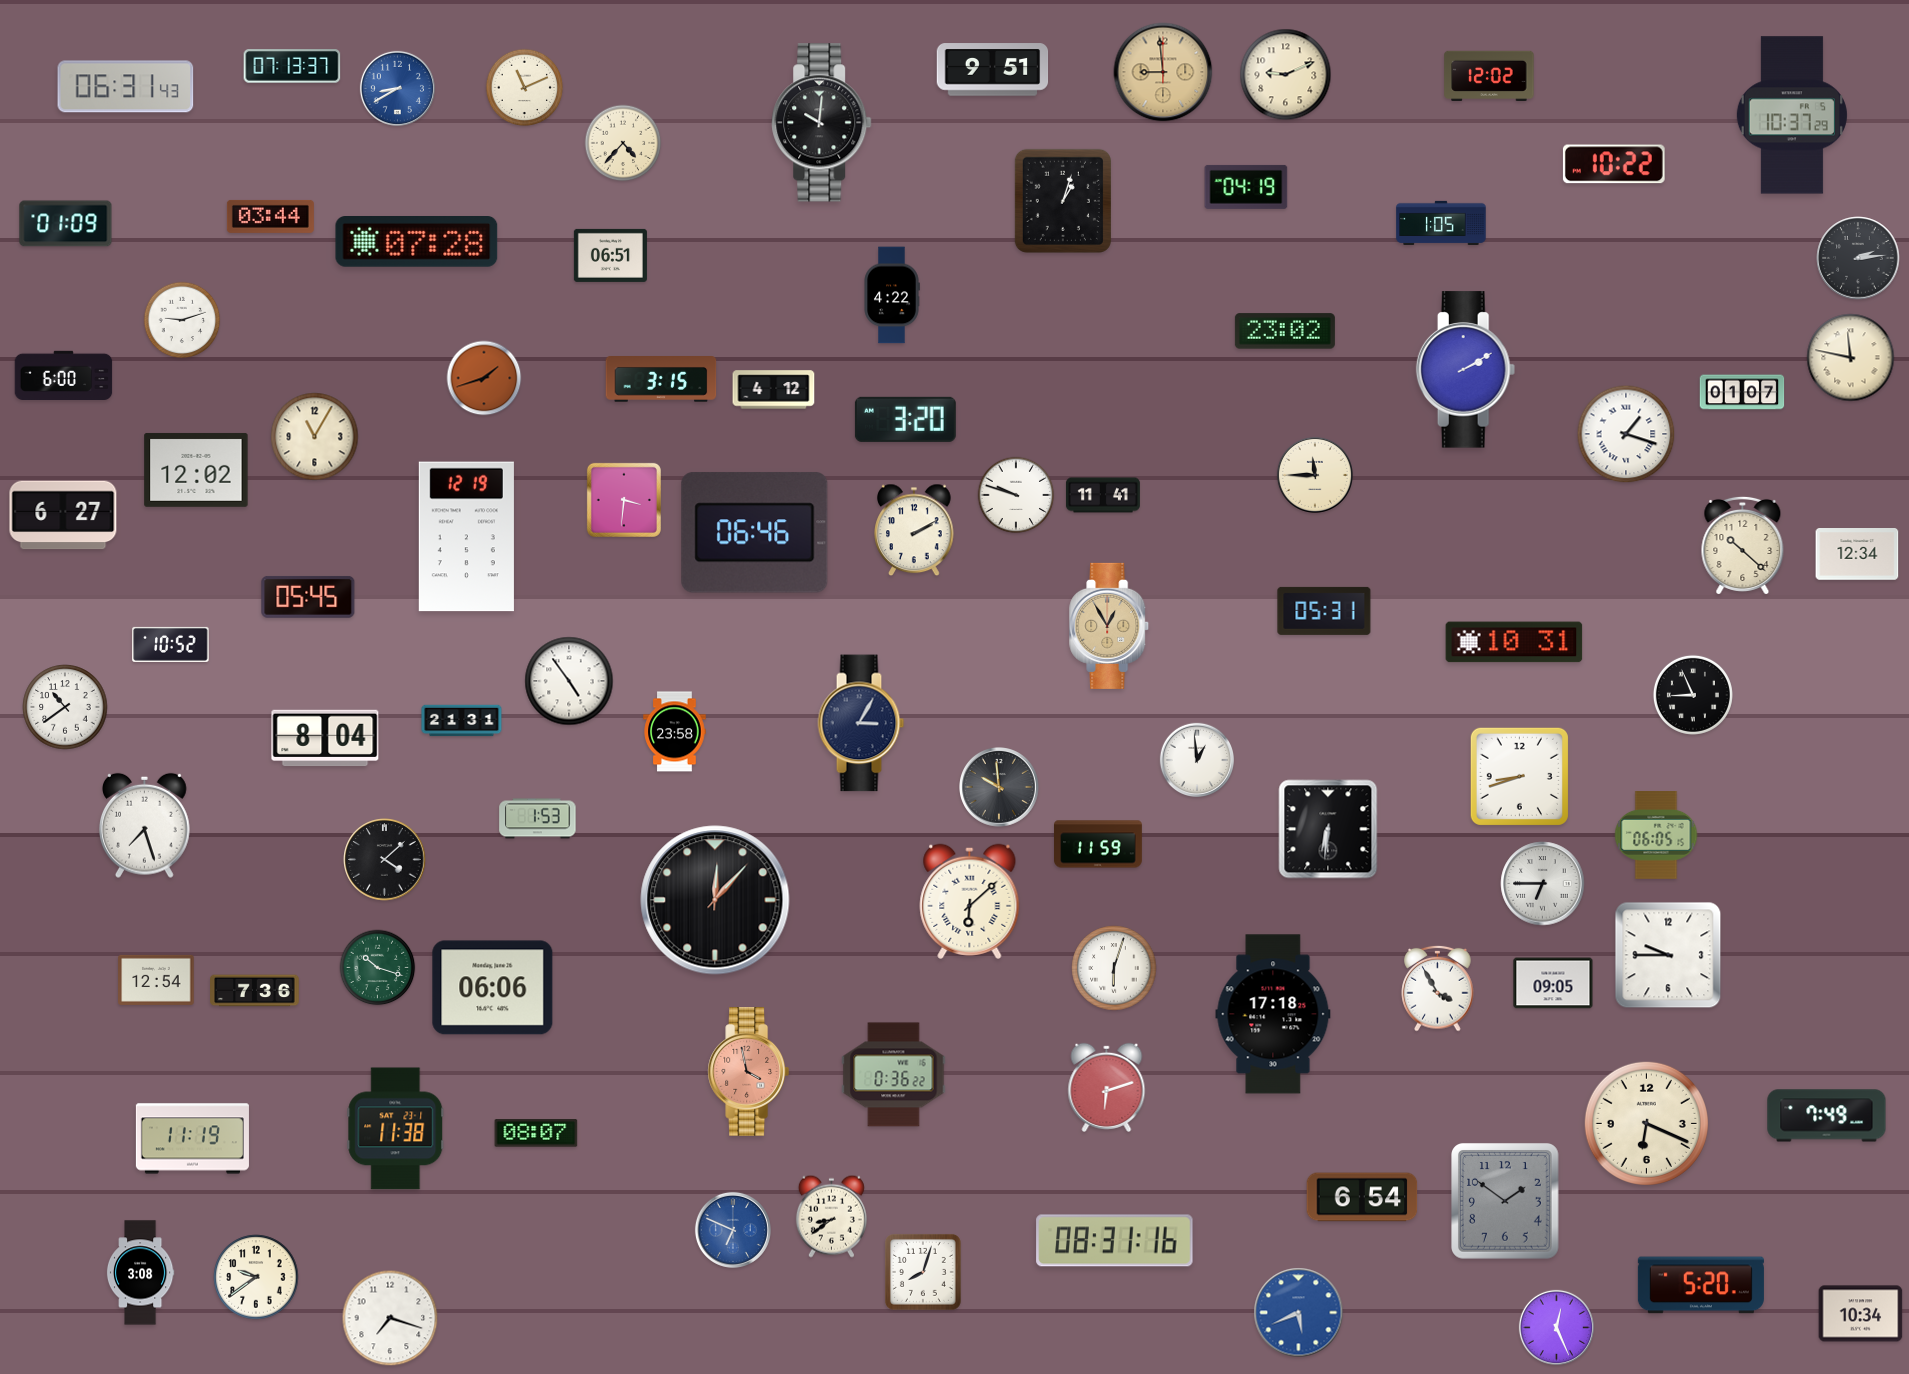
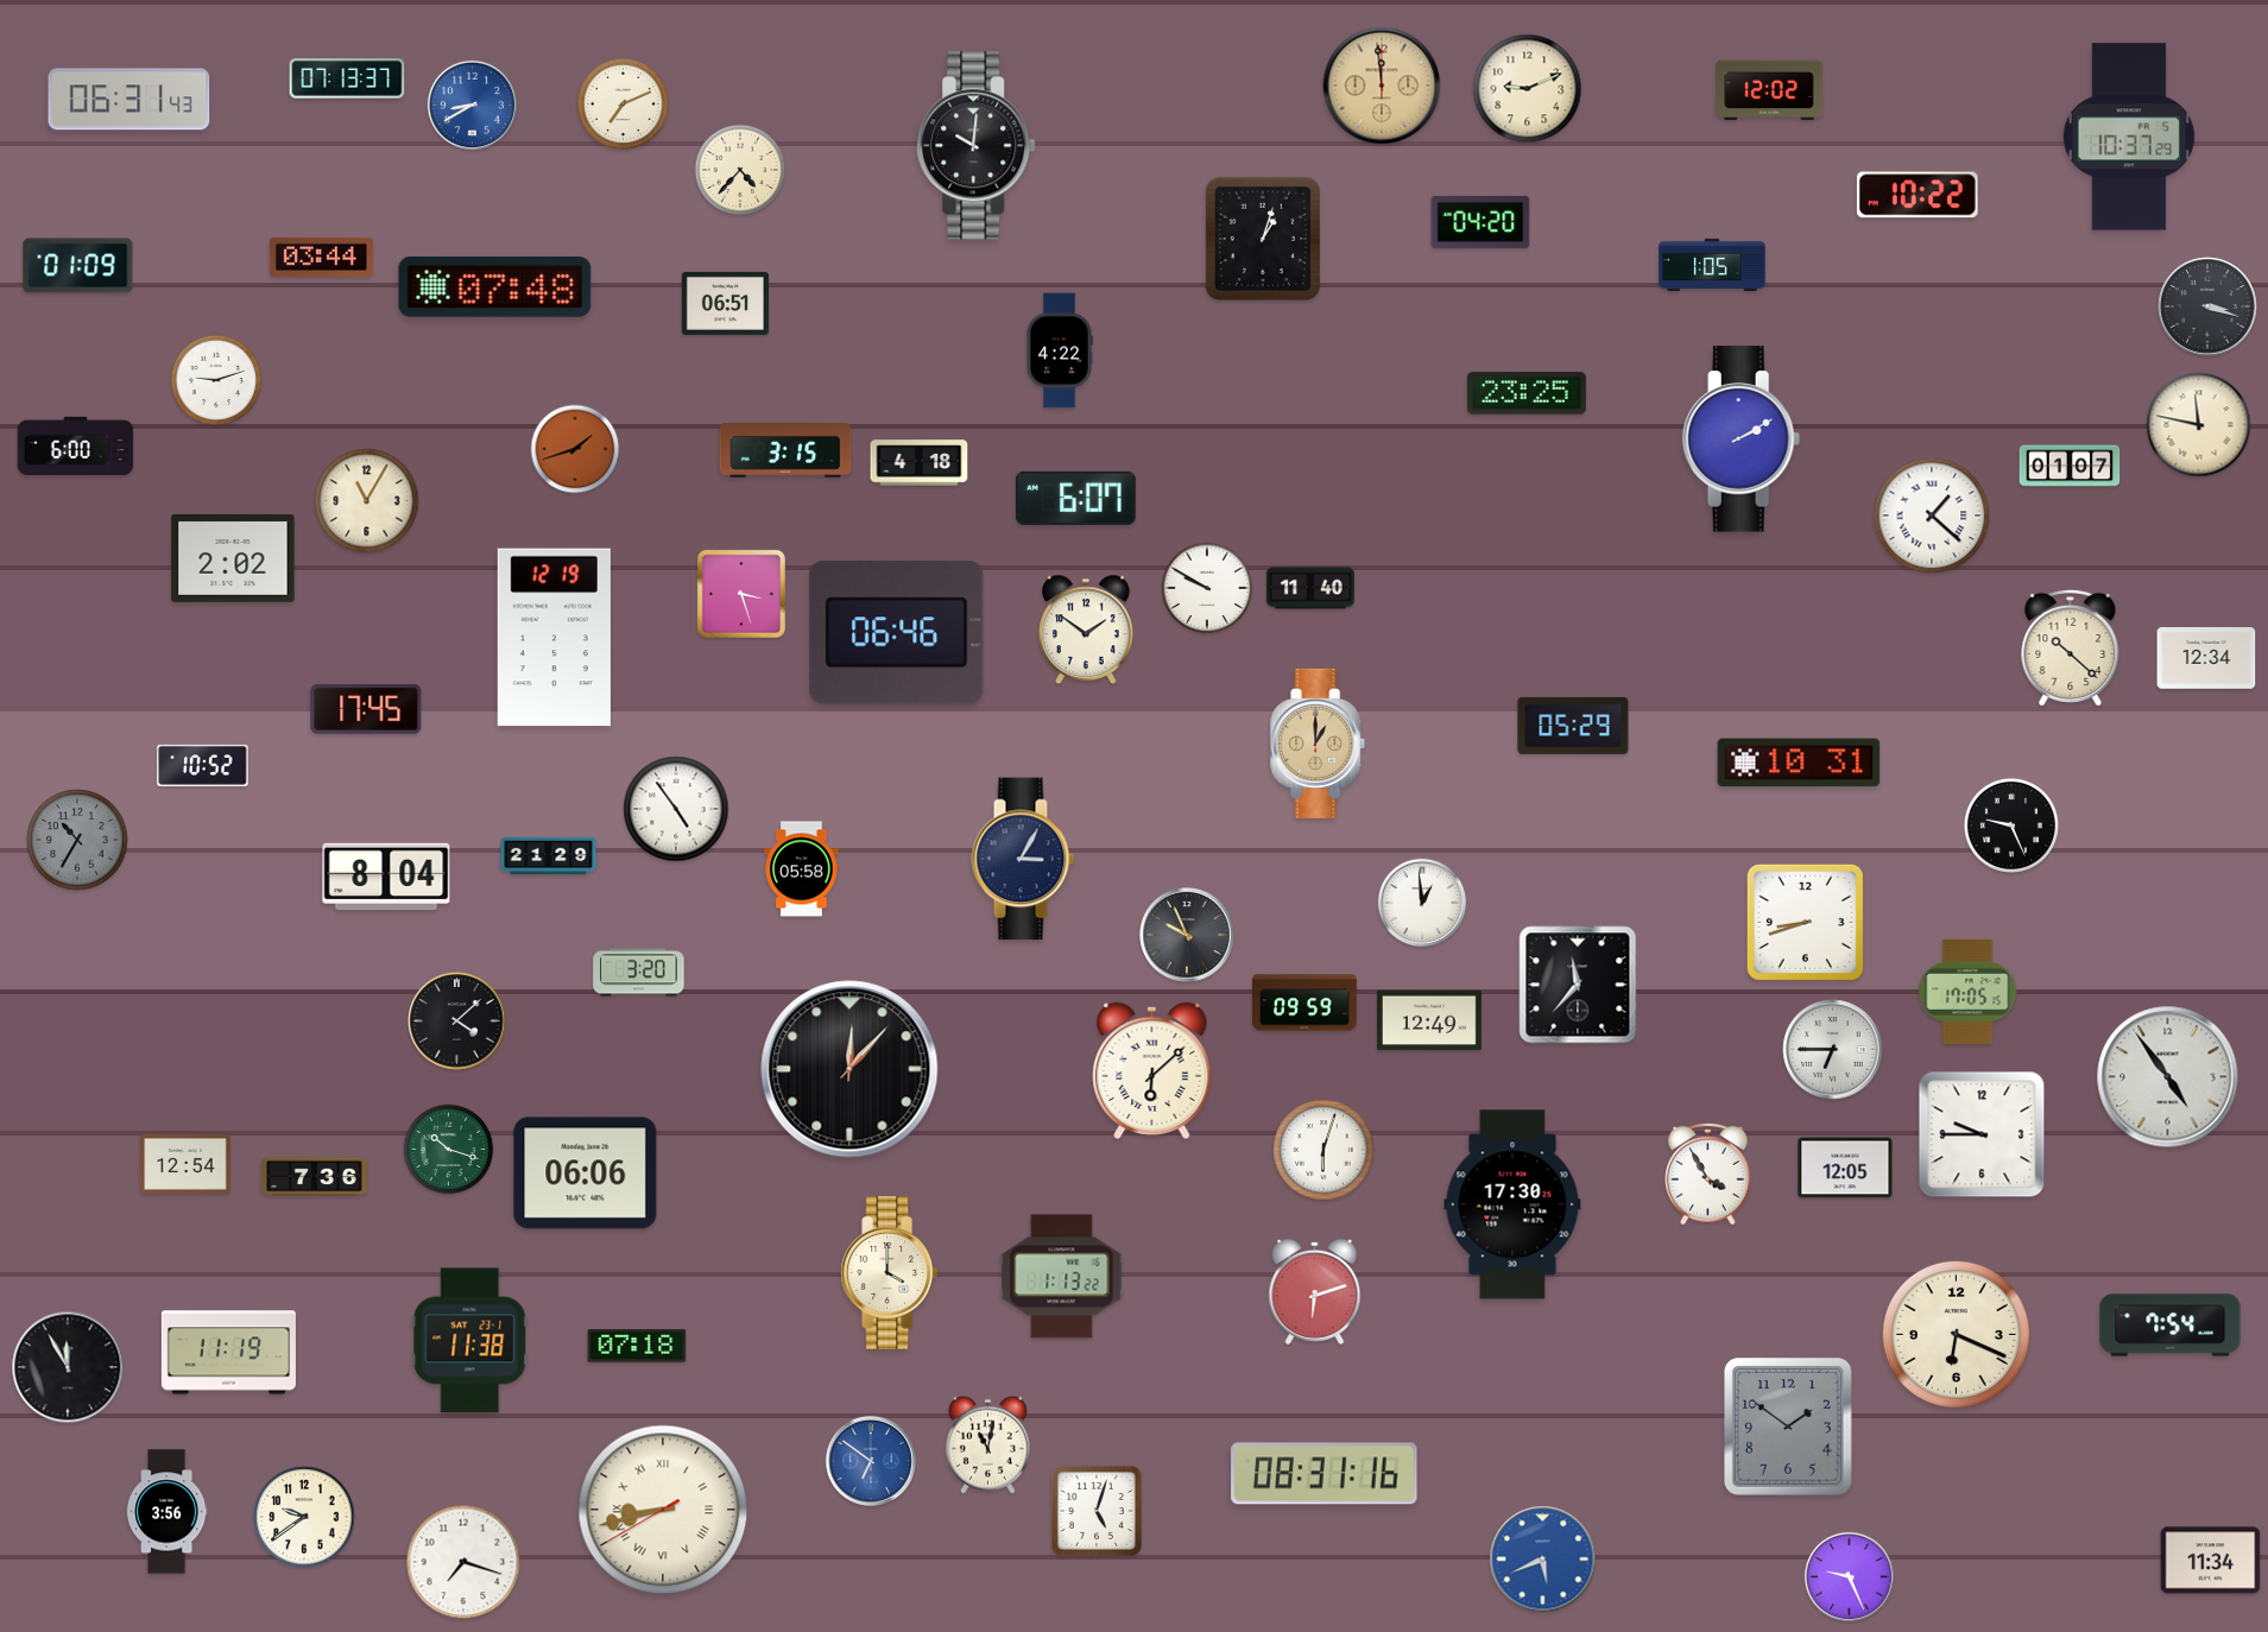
clock at (993, 70): 9:51 -> none
clock at (1163, 72): 8:59 -> 11:59
clock at (126, 87) position: (126, 87) -> (129, 100)
clock at (525, 88): 11:11 -> 7:11
clock at (1246, 187): 04:19 -> 04:20
clock at (417, 242): 07:28 -> 07:48
clock at (1858, 258): 2:14 -> 3:18
clock at (1285, 331): 23:02 -> 23:25
clock at (774, 390): 4:12 -> 4:18
clock at (905, 419): 3:20 -> 6:07
clock at (1626, 434): 1:18 -> 1:22
clock at (315, 437) position: (315, 437) -> (367, 501)
clock at (196, 470): 12:02 -> 2:02
clock at (1315, 475): 11:45 -> none
clock at (1016, 495): 9:48 -> 9:50
clock at (1103, 495): 11:41 -> 11:40
clock at (624, 500): 3:31 -> 3:27
clock at (63, 515): 6:27 -> none
clock at (914, 530): 2:10 -> 1:51
clock at (308, 597): 05:45 -> 17:45
clock at (1324, 611): 05:31 -> 05:29
clock at (1110, 626): 12:55 -> 1:00
clock at (1693, 695): 8:56 -> 9:26
clock at (65, 707): 10:39 -> 10:35
clock at (65, 707) dial: white -> grey
clock at (462, 721): 21:31 -> 21:29
clock at (675, 732): 23:58 -> 05:58
clock at (1000, 788): 9:59 -> 9:56
clock at (538, 819): 1:53 -> 3:20
clock at (145, 825): 7:27 -> none
clock at (1328, 829): 6:31 -> 11:37
clock at (1656, 836): 06:05 -> 17:05
clock at (1098, 844): 11:59 -> 09:59
clock at (1430, 1020): none -> 12:49
clock at (2168, 1077): none -> 4:54
clock at (1553, 983): 09:05 -> 12:05
clock at (255, 991) position: (255, 991) -> (315, 1177)
clock at (1273, 1014): 17:18 -> 17:30
clock at (748, 1072): 3:58 -> 4:00
clock at (748, 1072) dial: salmon -> cream
clock at (894, 1075): 0:36 -> 1:13
clock at (1827, 1116): 7:49 -> 7:54
clock at (536, 1133): 08:07 -> 07:18
clock at (68, 1367): none -> 11:55
clock at (1362, 1197): 6:54 -> none
clock at (831, 1216): 8:39 -> 11:02
clock at (733, 1230): 6:49 -> 6:51
clock at (663, 1510): none -> 8:42
clock at (923, 1272): 8:03 -> 5:03
clock at (140, 1273): 3:08 -> 3:56
clock at (1701, 1285): 5:20 -> none
clock at (1861, 1314): 10:34 -> 11:34
clock at (390, 1318) position: (390, 1318) -> (463, 1562)
clock at (1556, 1327): 12:26 -> 9:26
